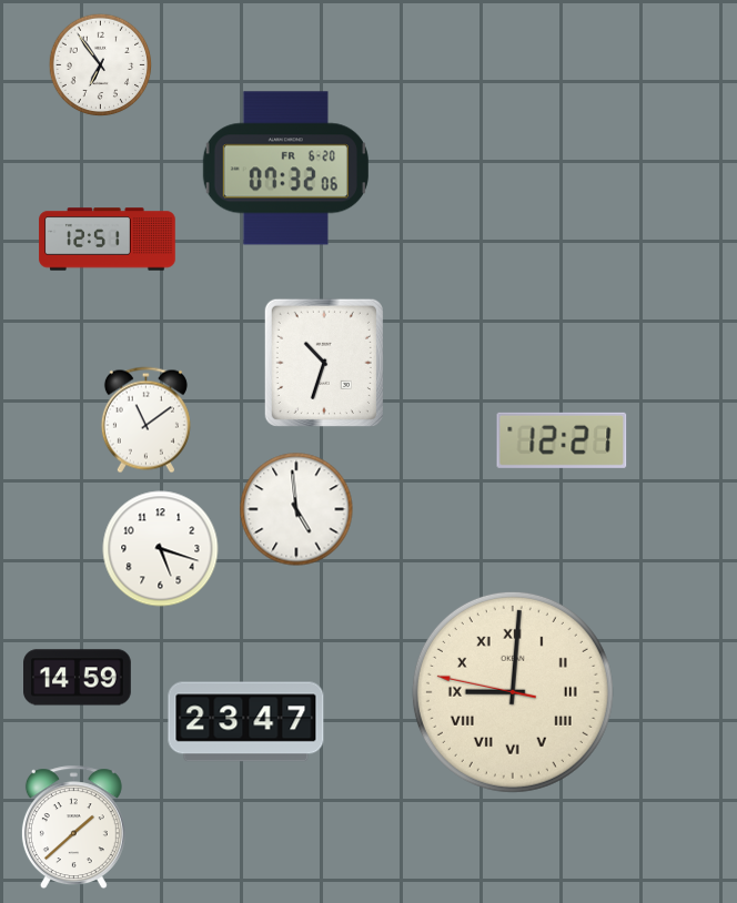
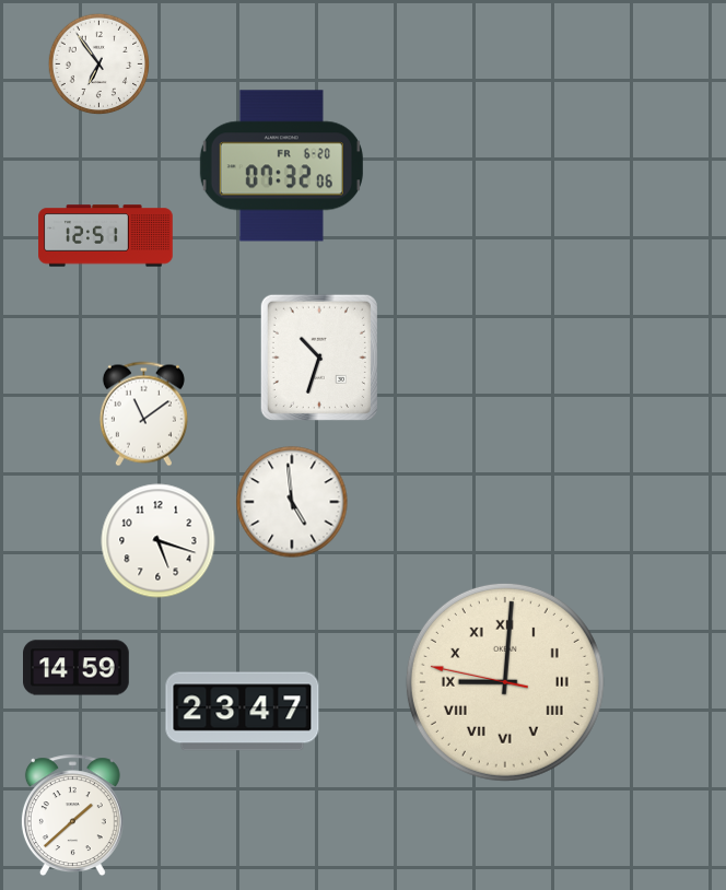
clock at (562, 440): 12:21 -> none
